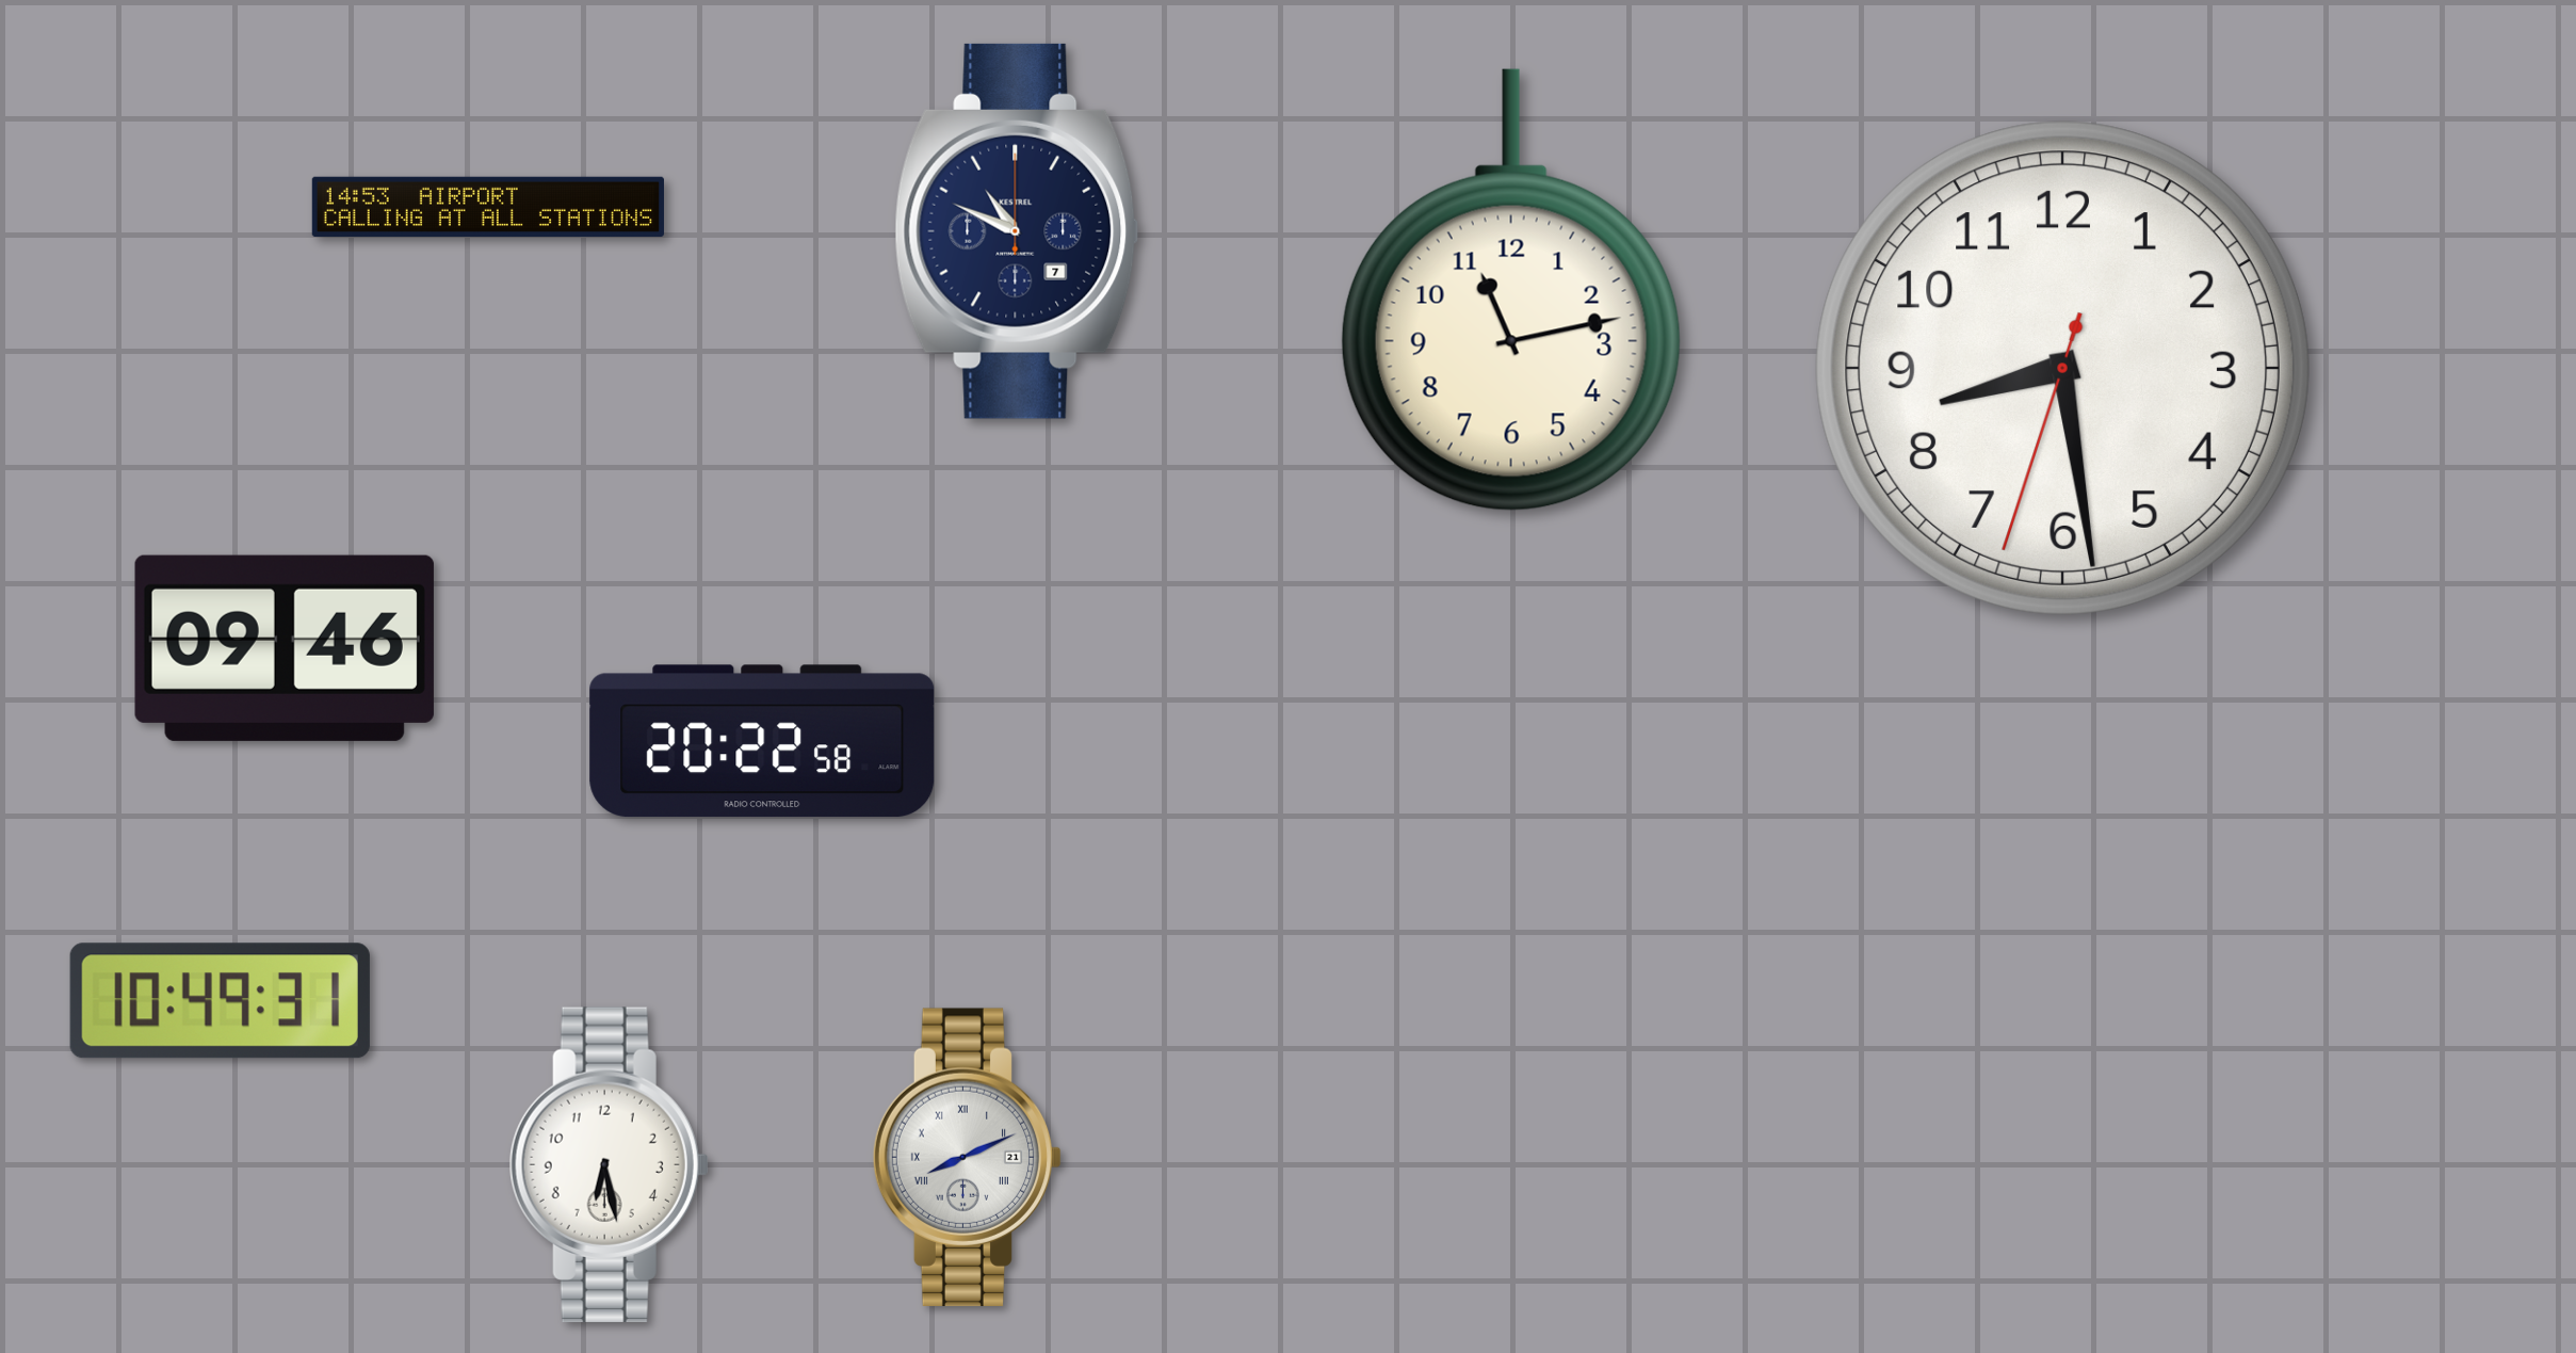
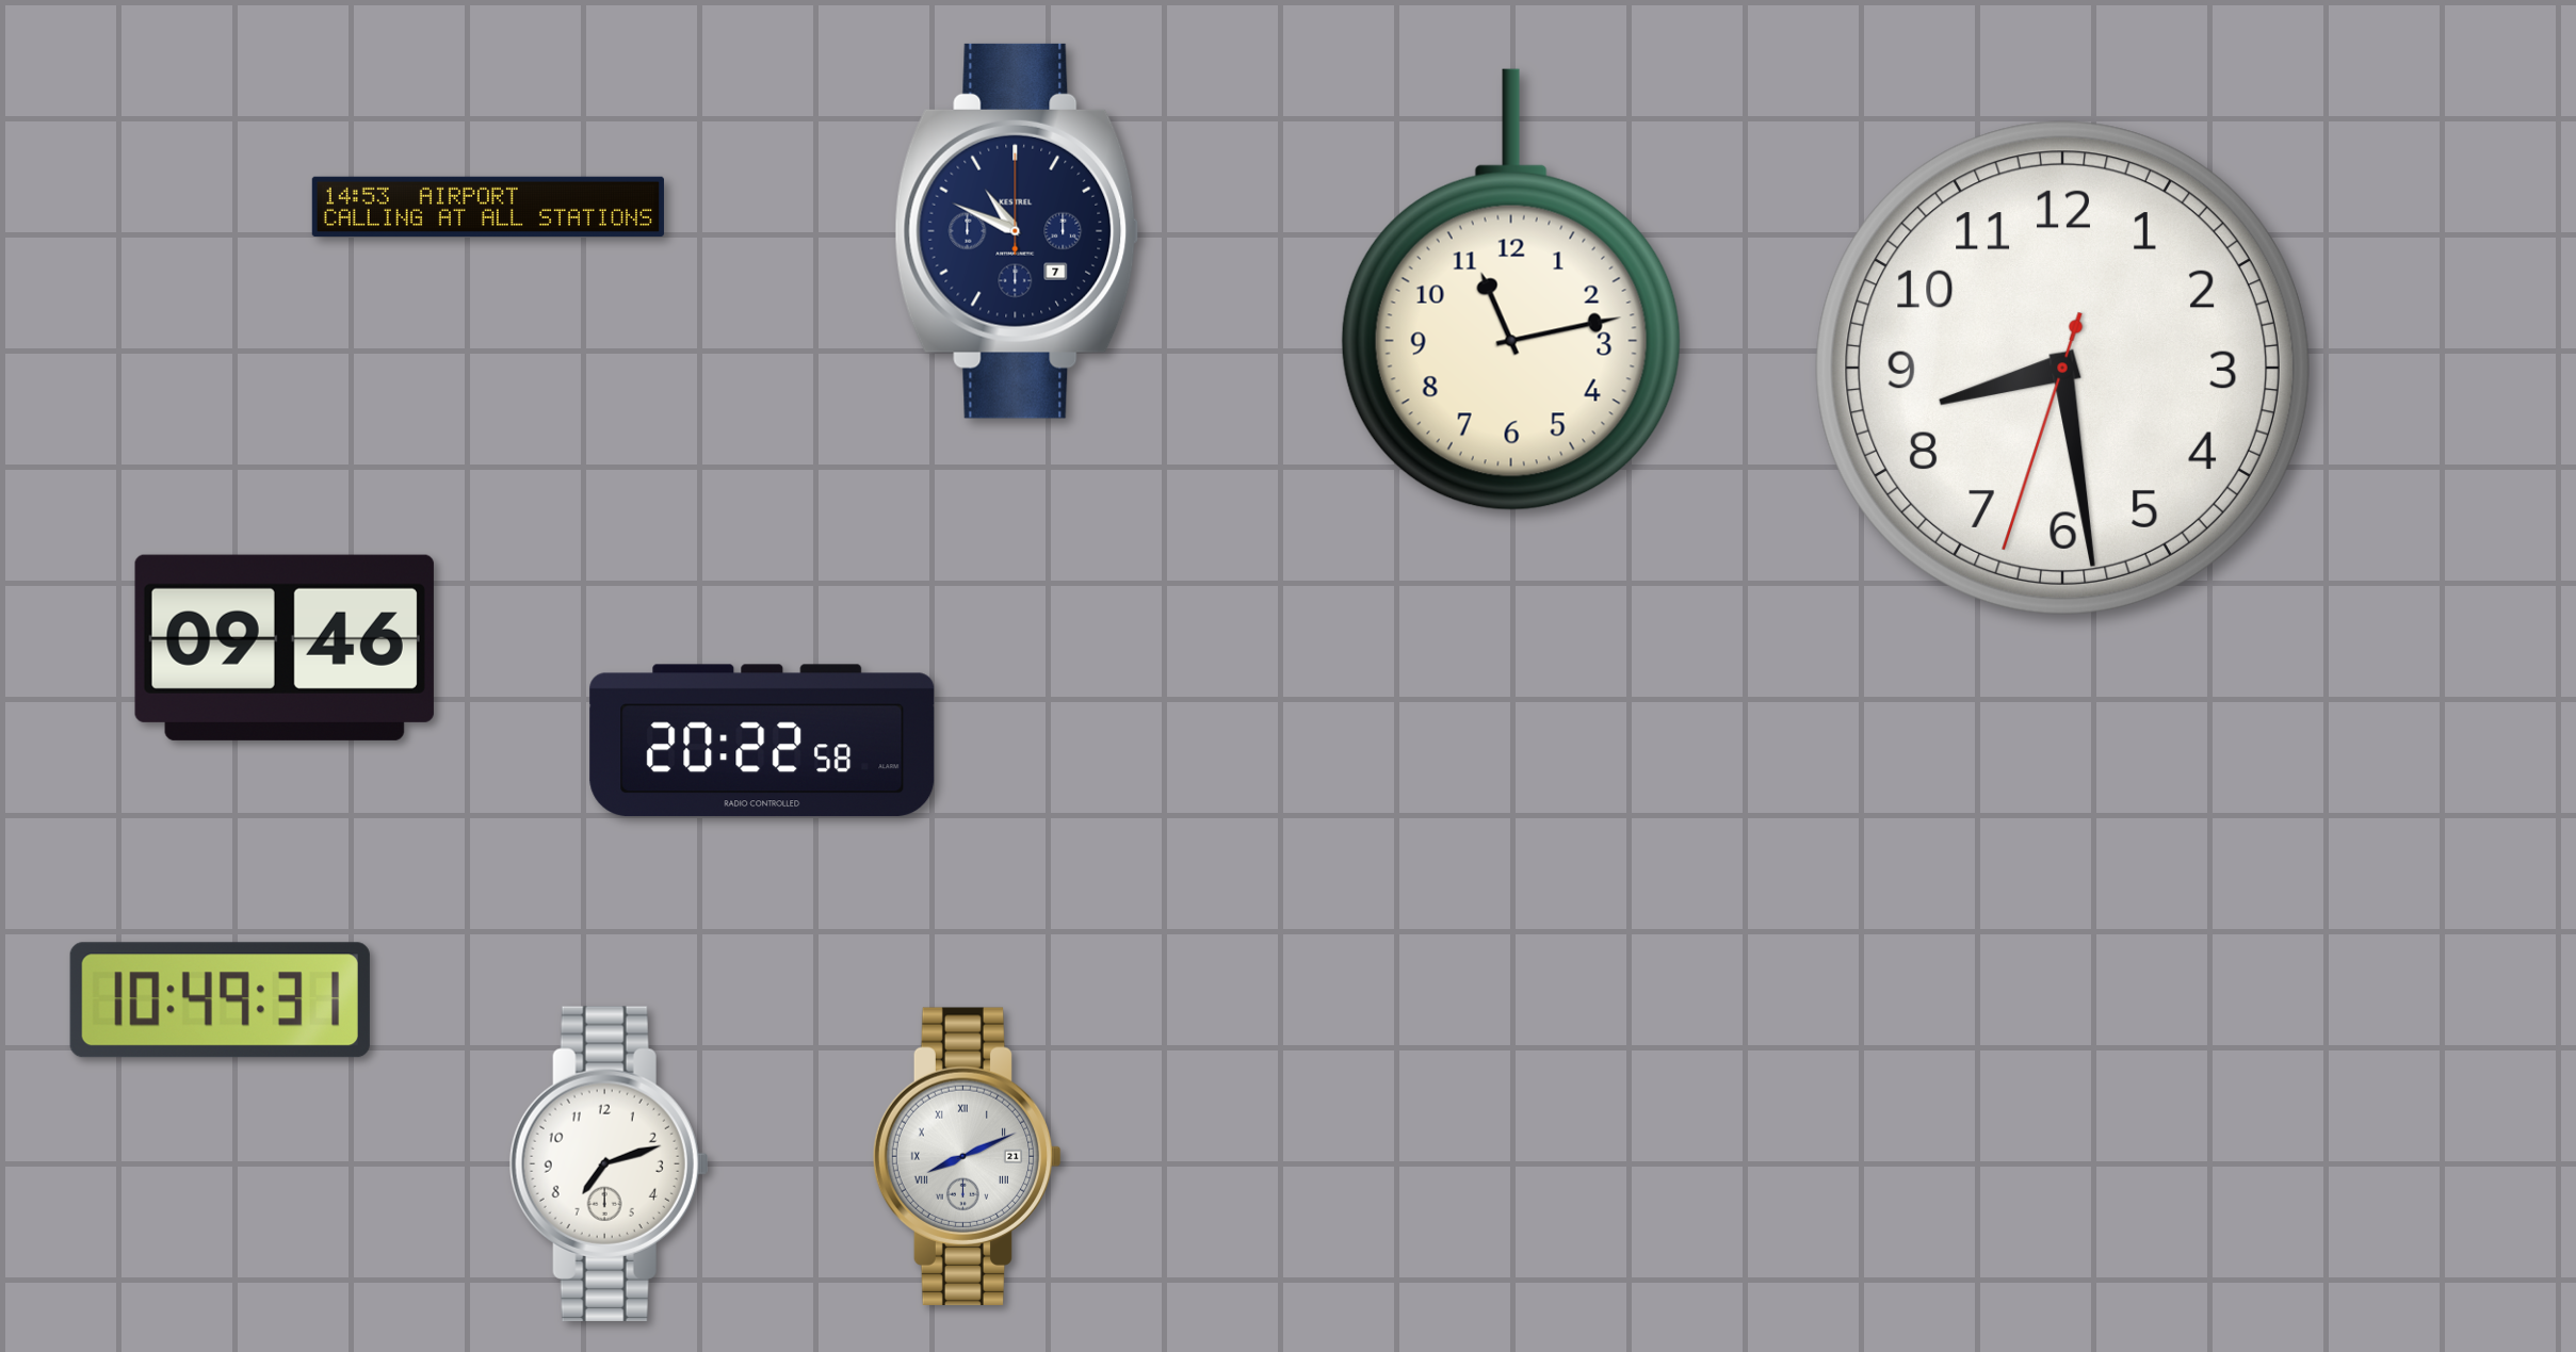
clock at (609, 1164): 6:28 -> 7:12
